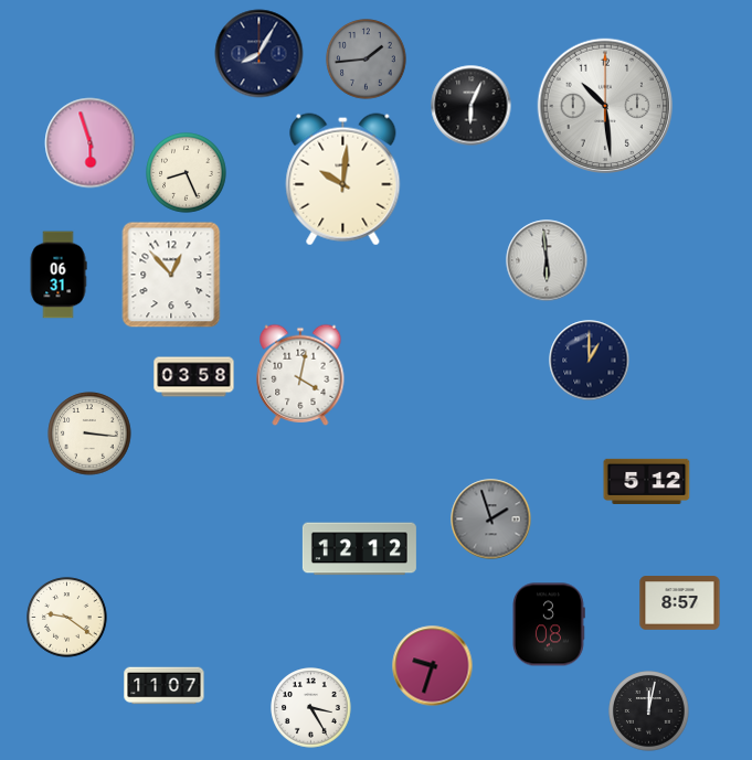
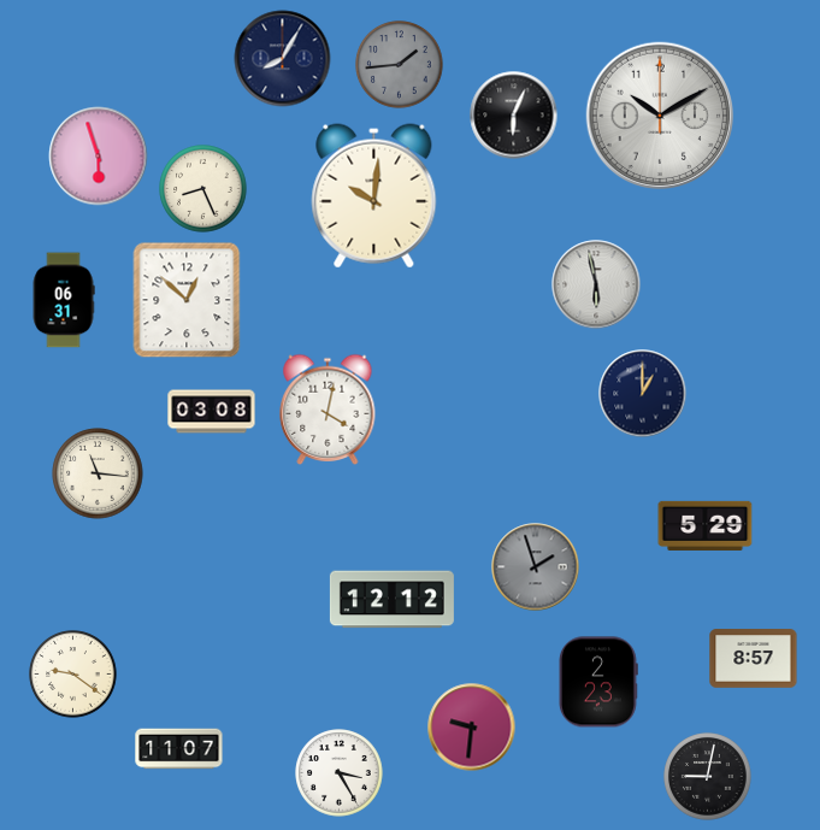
clock at (604, 105): 10:29 -> 10:10
clock at (547, 260): 5:59 -> 5:58
clock at (171, 275): 12:53 -> 12:52
clock at (194, 377): 03:58 -> 03:08
clock at (89, 433): 3:16 -> 11:16
clock at (647, 481): 5:12 -> 5:29
clock at (680, 603) position: (680, 603) -> (754, 659)
clock at (549, 624): 3:08 -> 2:23
clock at (433, 666): 9:33 -> 9:31
clock at (649, 711): 12:02 -> 9:02
